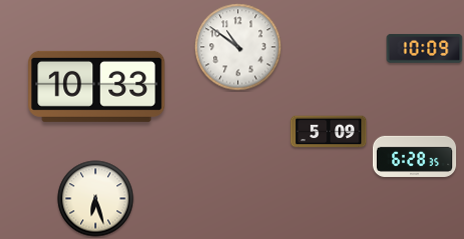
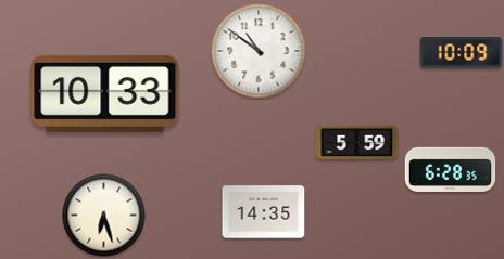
clock at (329, 132): 5:09 -> 5:59
clock at (264, 212): none -> 14:35
